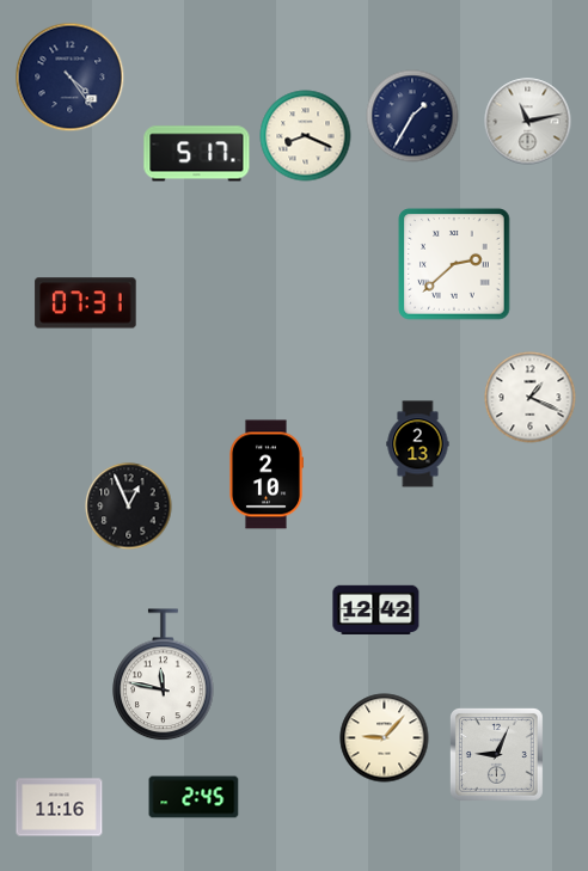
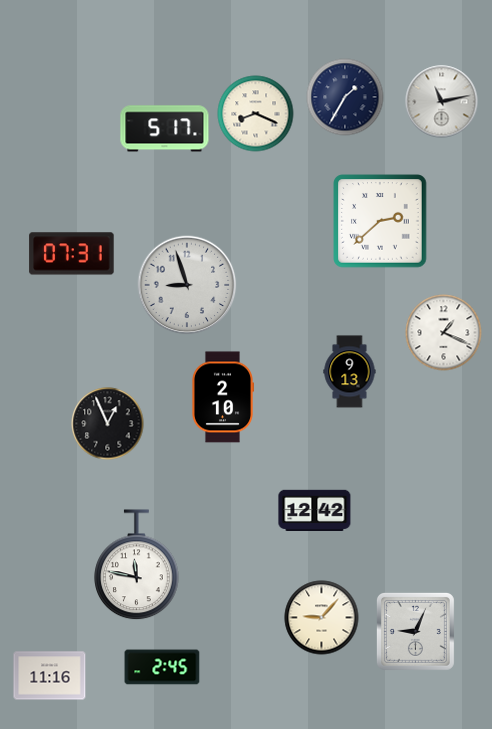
clock at (71, 78): 4:24 -> none
clock at (187, 285): none -> 8:57
clock at (418, 444): 2:13 -> 9:13
